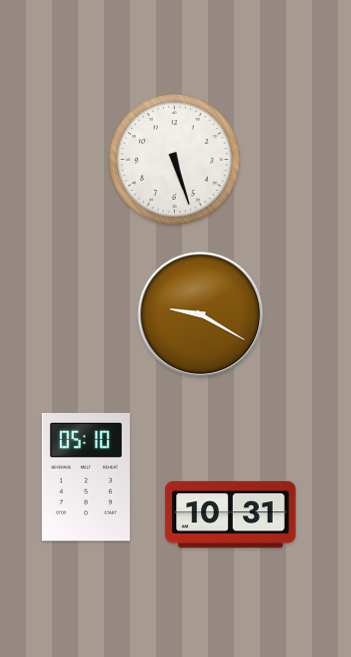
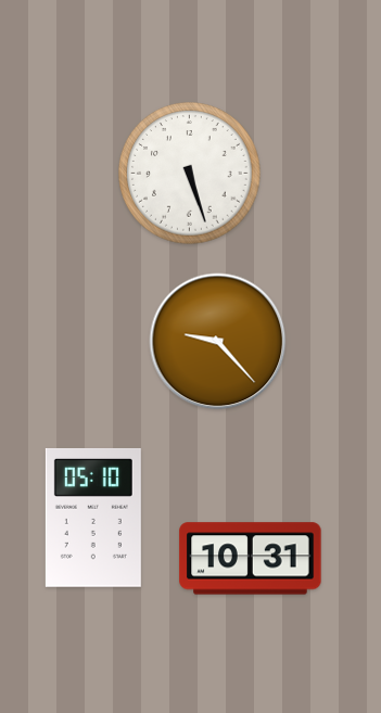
clock at (201, 315): 9:20 -> 9:23
